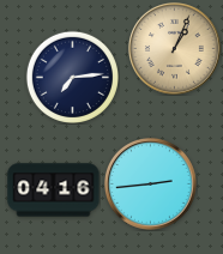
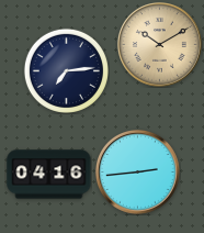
clock at (175, 49): 1:04 -> 10:10
clock at (151, 185) position: (151, 185) -> (138, 173)
